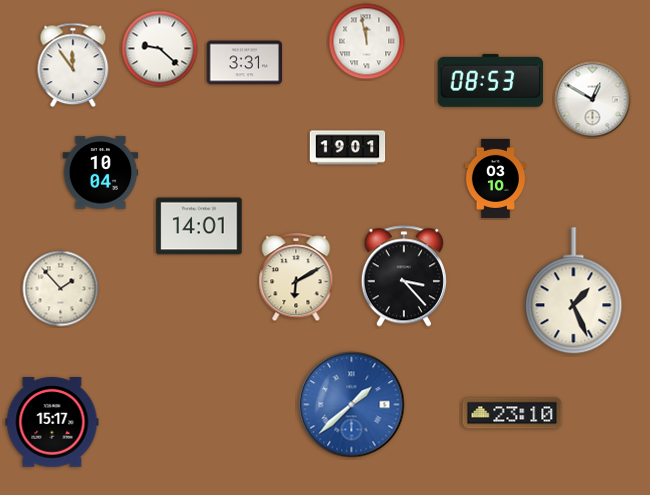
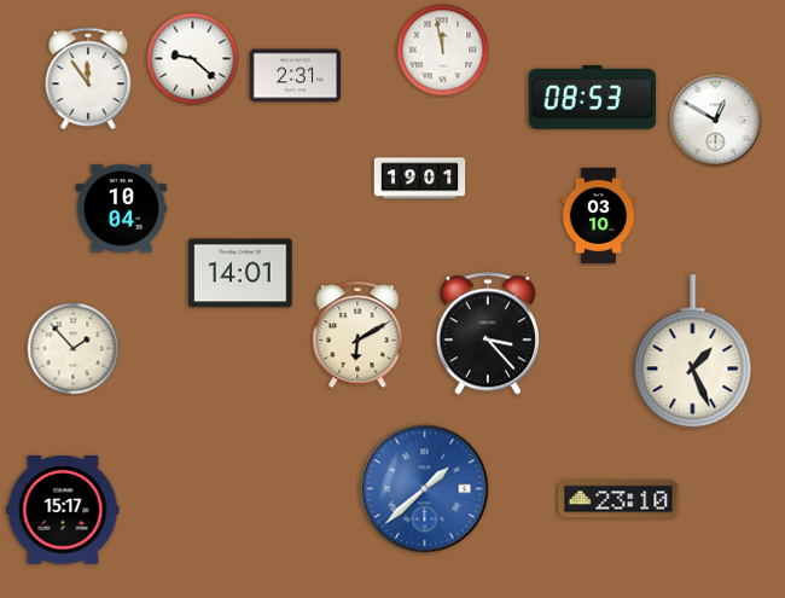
clock at (245, 63): 3:31 -> 2:31
